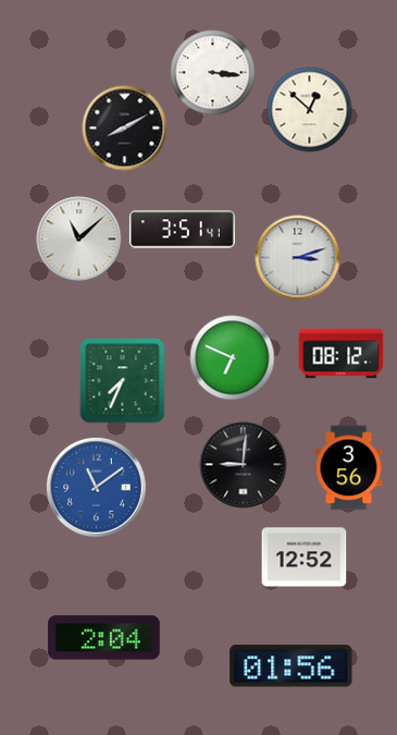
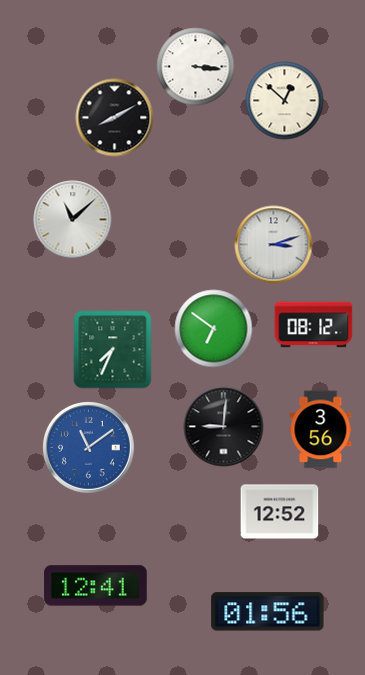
clock at (182, 230): 3:51 -> none
clock at (297, 257) position: (297, 257) -> (273, 244)
clock at (232, 357): 6:49 -> 6:51
clock at (104, 638): 2:04 -> 12:41
